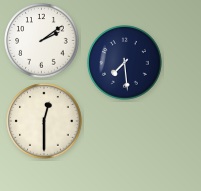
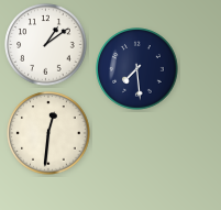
clock at (42, 41): 2:09 -> 1:09
clock at (44, 121): 12:30 -> 12:31
